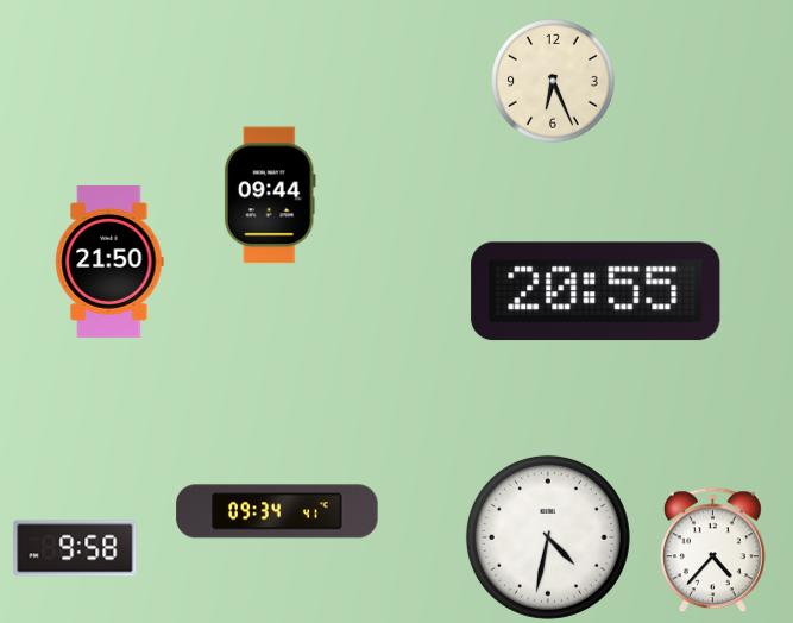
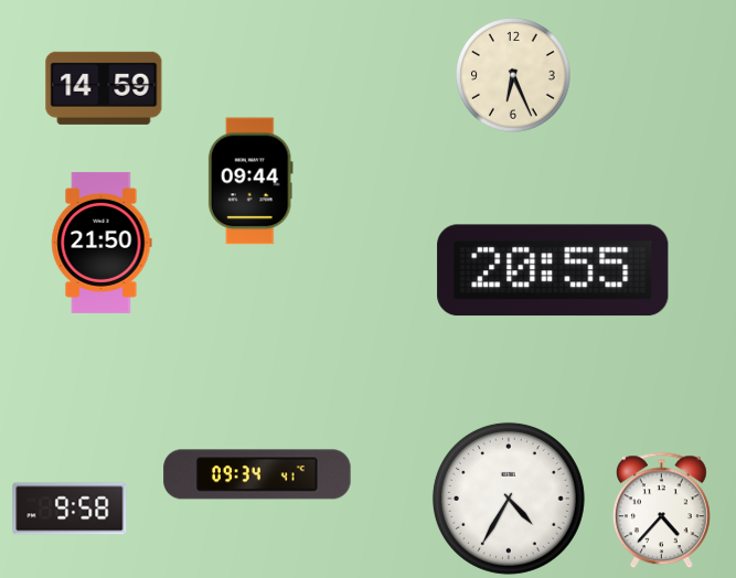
clock at (104, 88): none -> 14:59
clock at (548, 537): 4:32 -> 4:35
